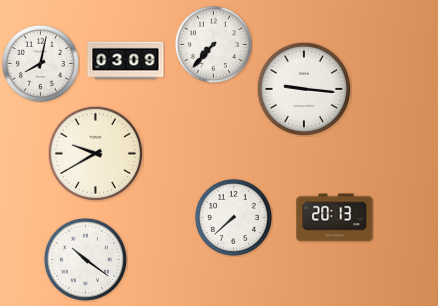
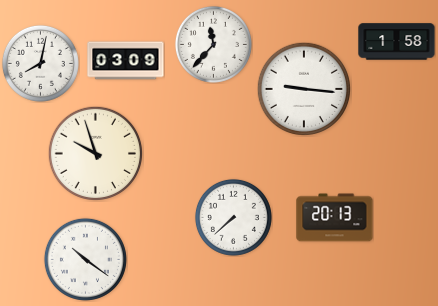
clock at (397, 42): none -> 1:58
clock at (213, 44): 7:37 -> 11:37
clock at (95, 153): 9:40 -> 9:57
